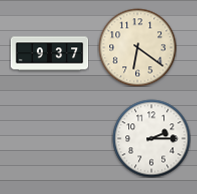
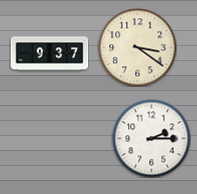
clock at (137, 47): 6:21 -> 3:21
